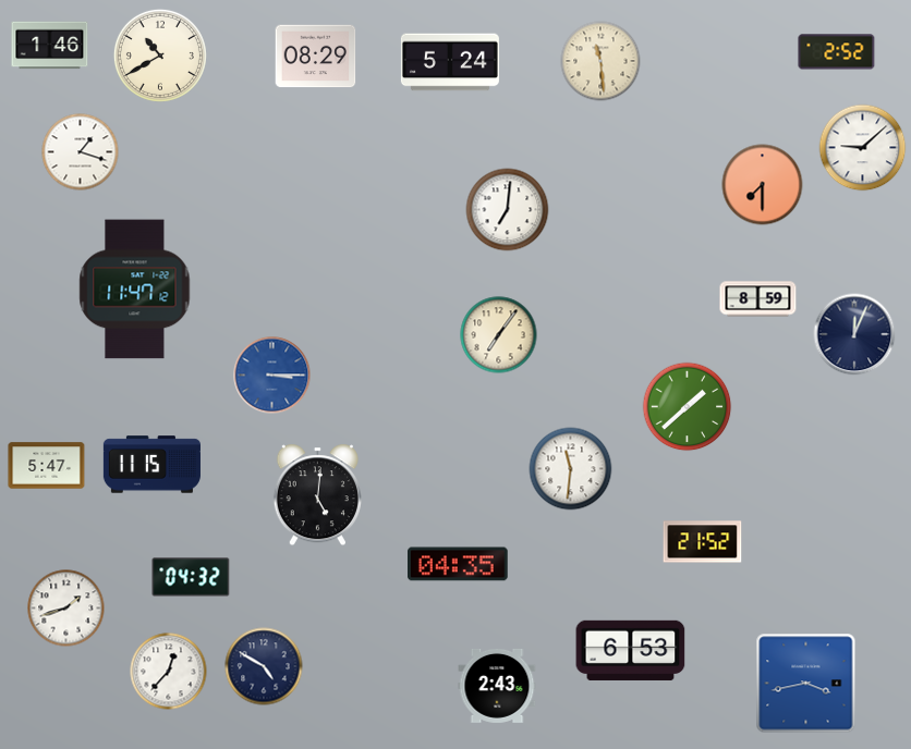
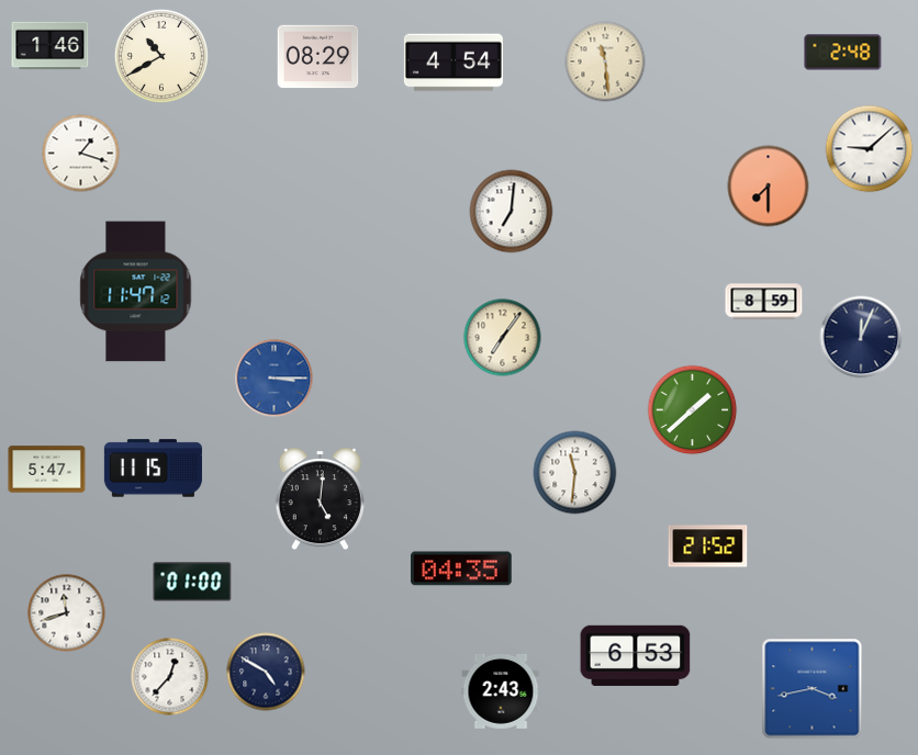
clock at (837, 52): 2:52 -> 2:48
clock at (450, 62): 5:24 -> 4:54
clock at (191, 577): 04:32 -> 01:00
clock at (66, 609): 1:42 -> 11:42
